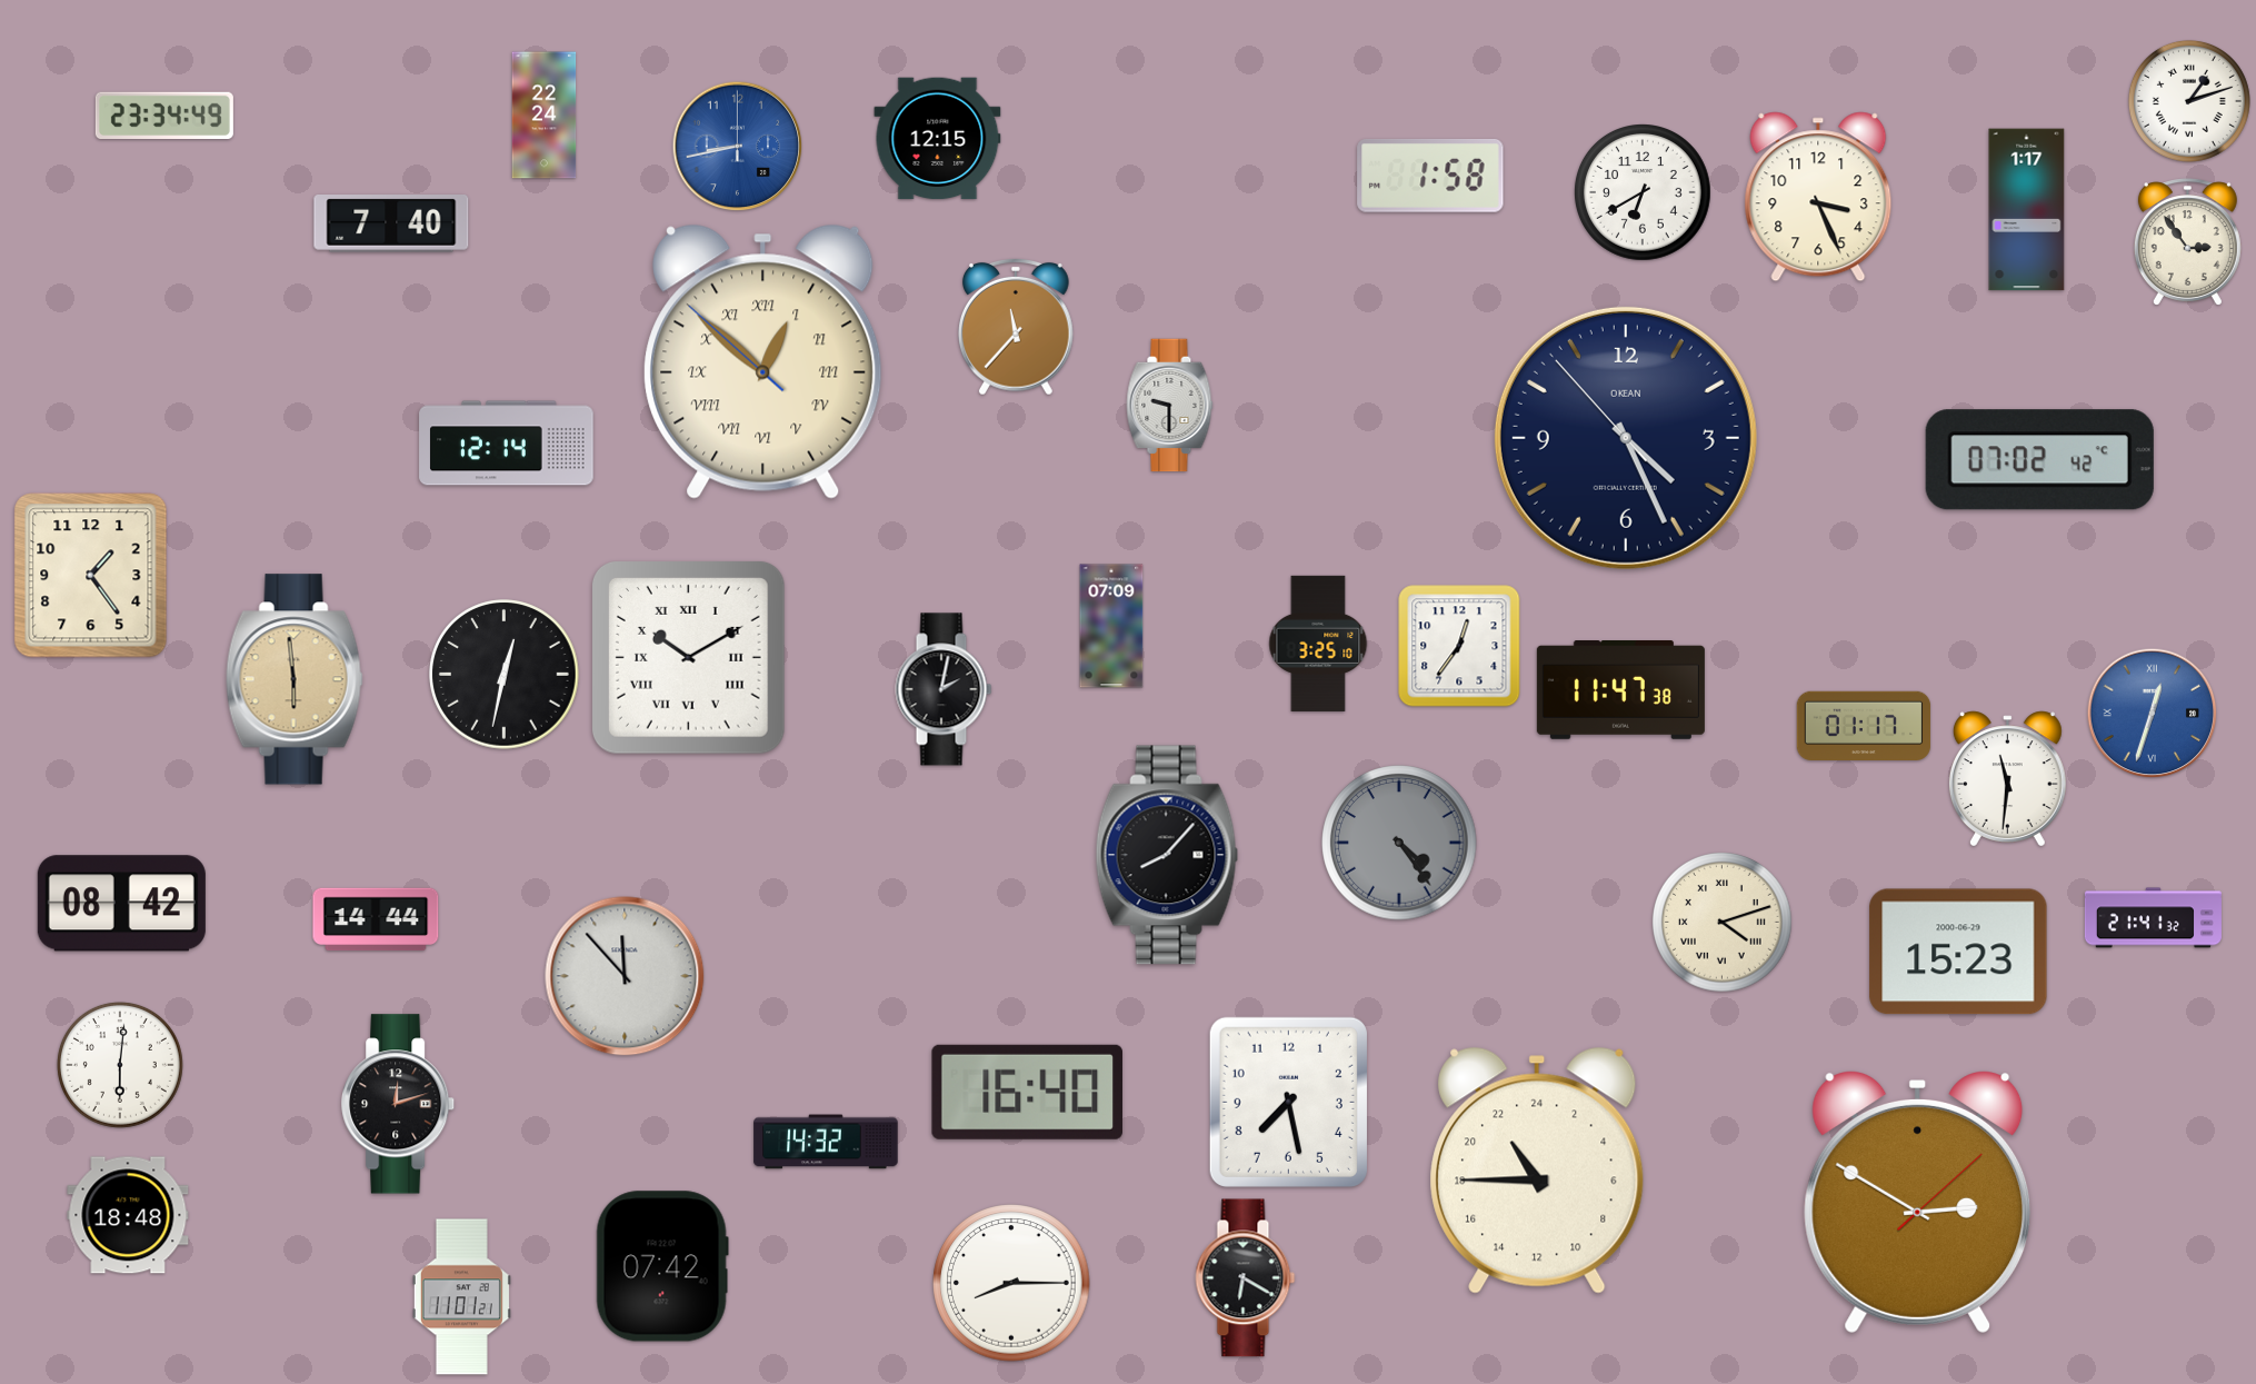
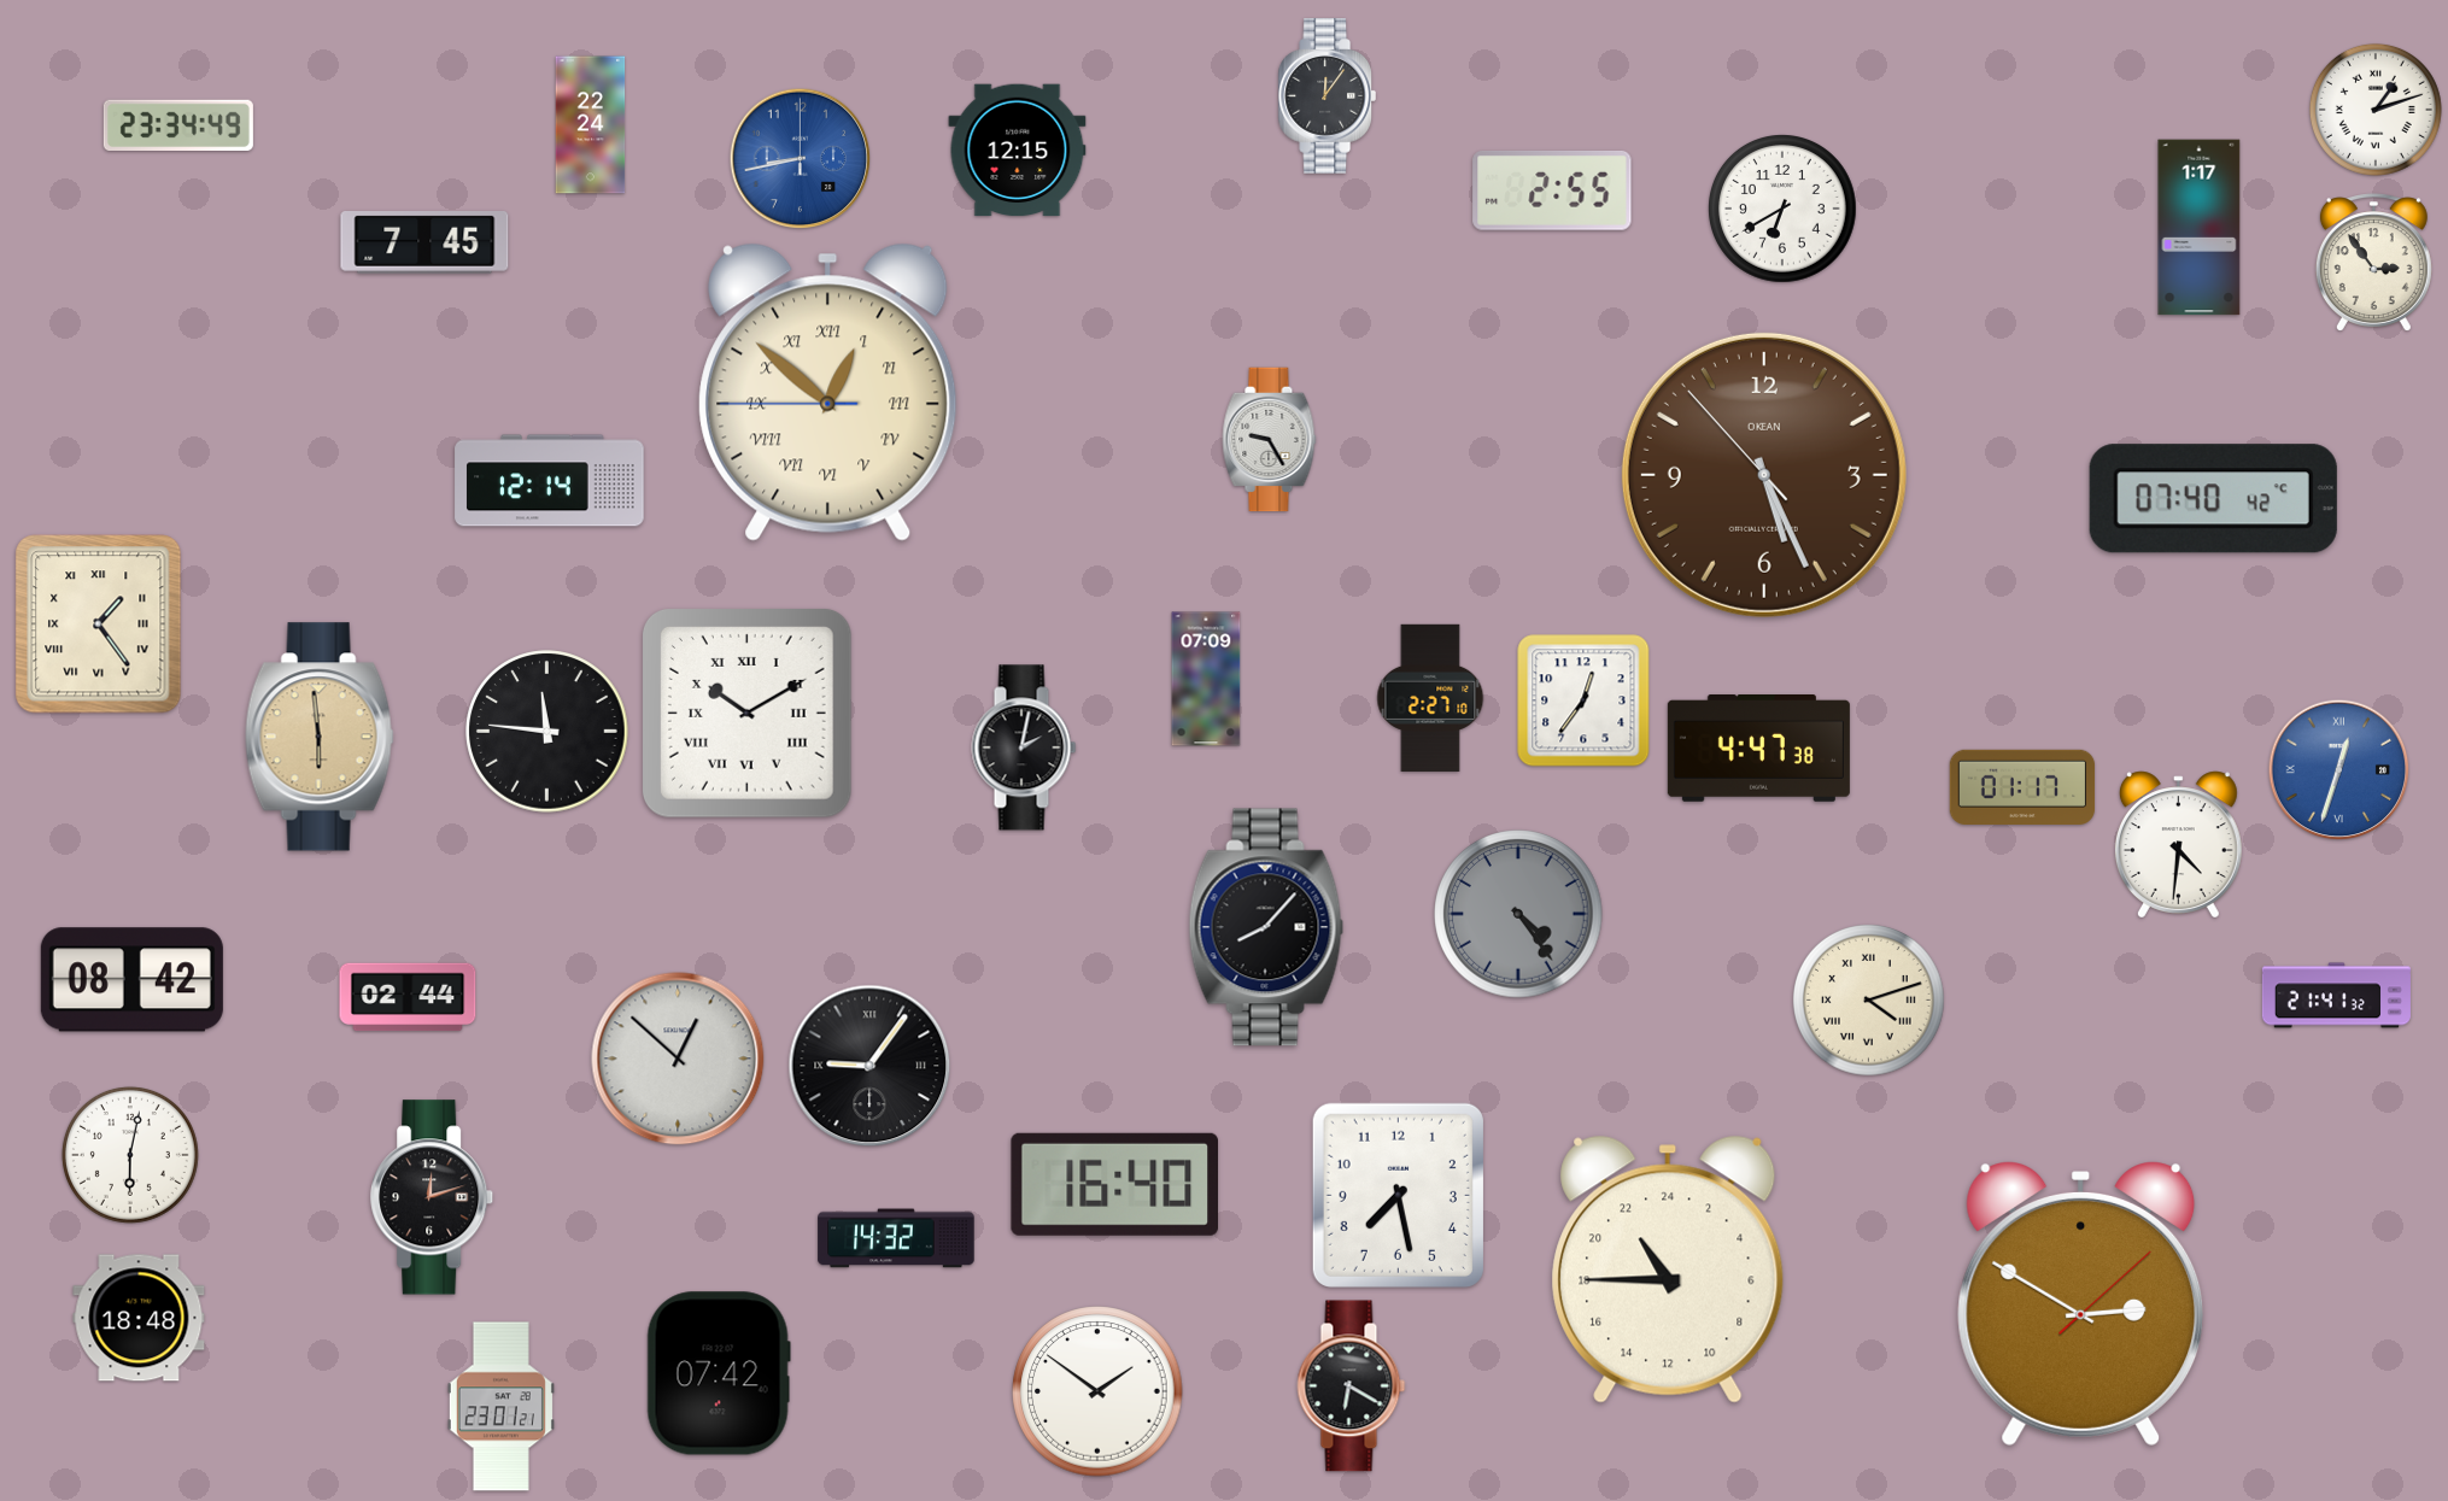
clock at (1327, 96): none -> 12:06
clock at (1430, 176): 1:58 -> 2:55
clock at (1818, 197): 3:26 -> none
clock at (391, 225): 7:40 -> 7:45
clock at (1017, 327): 11:37 -> none
clock at (763, 361): 12:51:52 -> 12:51:45
clock at (1170, 406): 9:30 -> 9:25
clock at (1626, 438): 4:25 -> 5:25
clock at (1626, 438) dial: navy -> brown
clock at (2039, 460): 07:02 -> 07:40
clock at (91, 576) numerals: Arabic -> Roman
clock at (1318, 644): 3:25 -> 2:27
clock at (505, 675): 12:32 -> 11:46
clock at (1620, 690): 11:47 -> 4:47
clock at (2153, 714) position: (2153, 714) -> (2339, 770)
clock at (2007, 779): 11:31 -> 4:31
clock at (376, 919): 14:44 -> 02:44
clock at (1958, 952): 15:23 -> none
clock at (625, 976): 11:53 -> 12:52
clock at (869, 1066): none -> 9:06
clock at (120, 1065): 6:01 -> 6:02
clock at (1011, 1283): 8:15 -> 1:51
clock at (461, 1297): 11:01 -> 23:01
